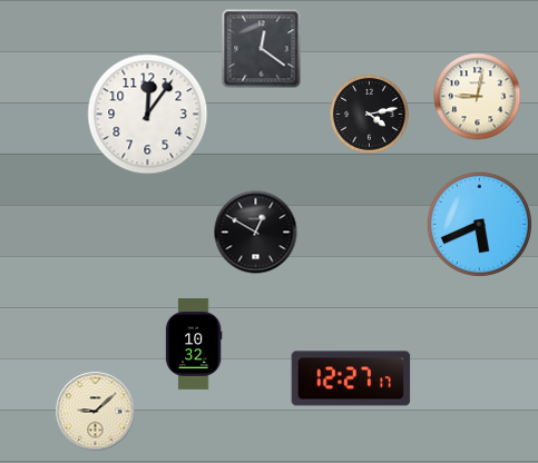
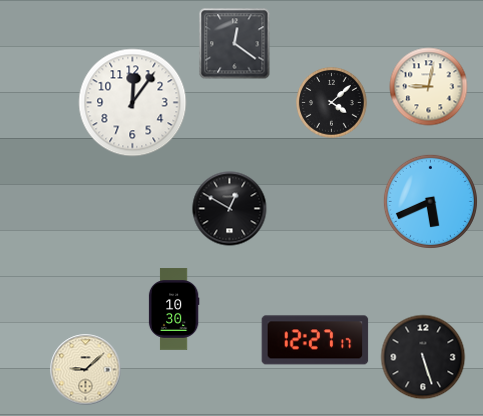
clock at (370, 115): 4:13 -> 4:08
clock at (194, 344): 10:32 -> 10:30
clock at (423, 357): none -> 5:27
